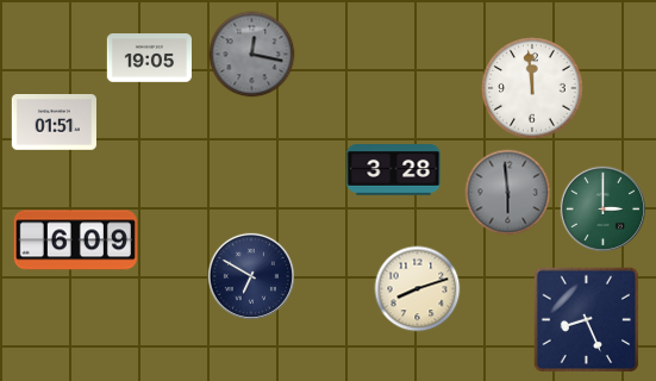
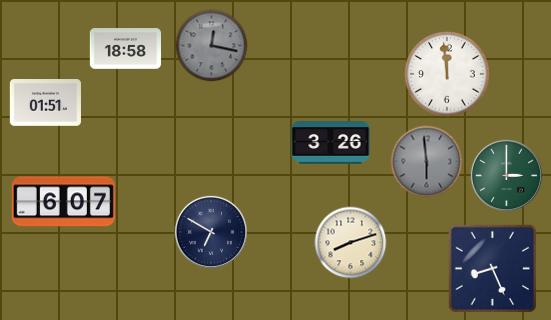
clock at (149, 58): 19:05 -> 18:58
clock at (394, 170): 3:28 -> 3:26
clock at (75, 241): 6:09 -> 6:07
